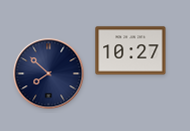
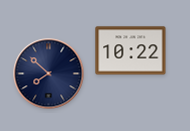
clock at (131, 51): 10:27 -> 10:22
